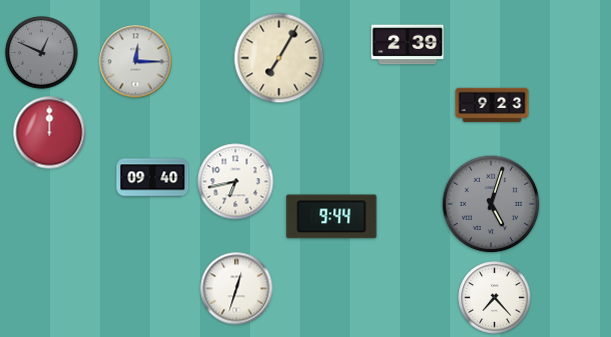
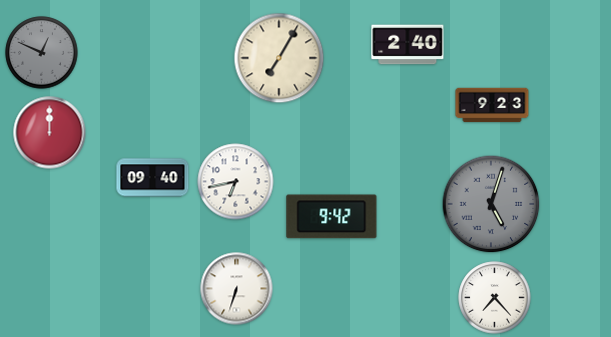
clock at (408, 45): 2:39 -> 2:40
clock at (136, 62): 12:15 -> none
clock at (332, 217): 9:44 -> 9:42
clock at (237, 289): 12:33 -> 6:33
